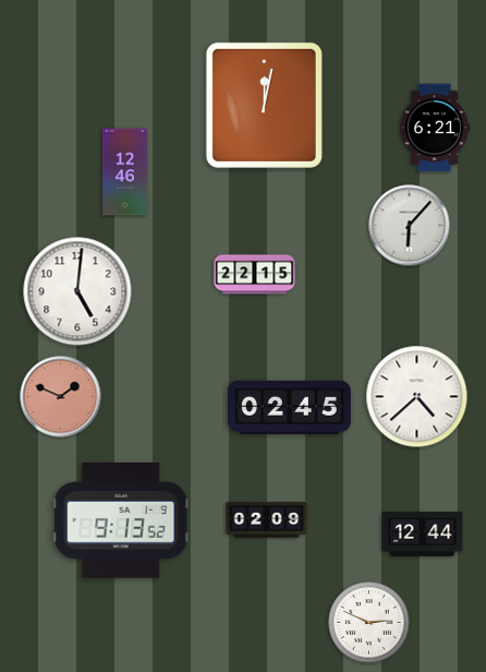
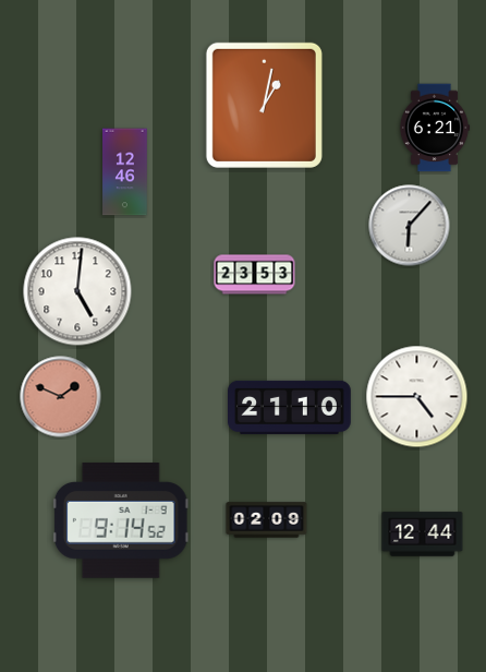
clock at (264, 105): 12:02 -> 1:02
clock at (255, 275): 22:15 -> 23:53
clock at (417, 397): 4:38 -> 4:45
clock at (290, 407): 02:45 -> 21:10
clock at (121, 520): 9:13 -> 9:14
clock at (369, 623): 2:49 -> none
